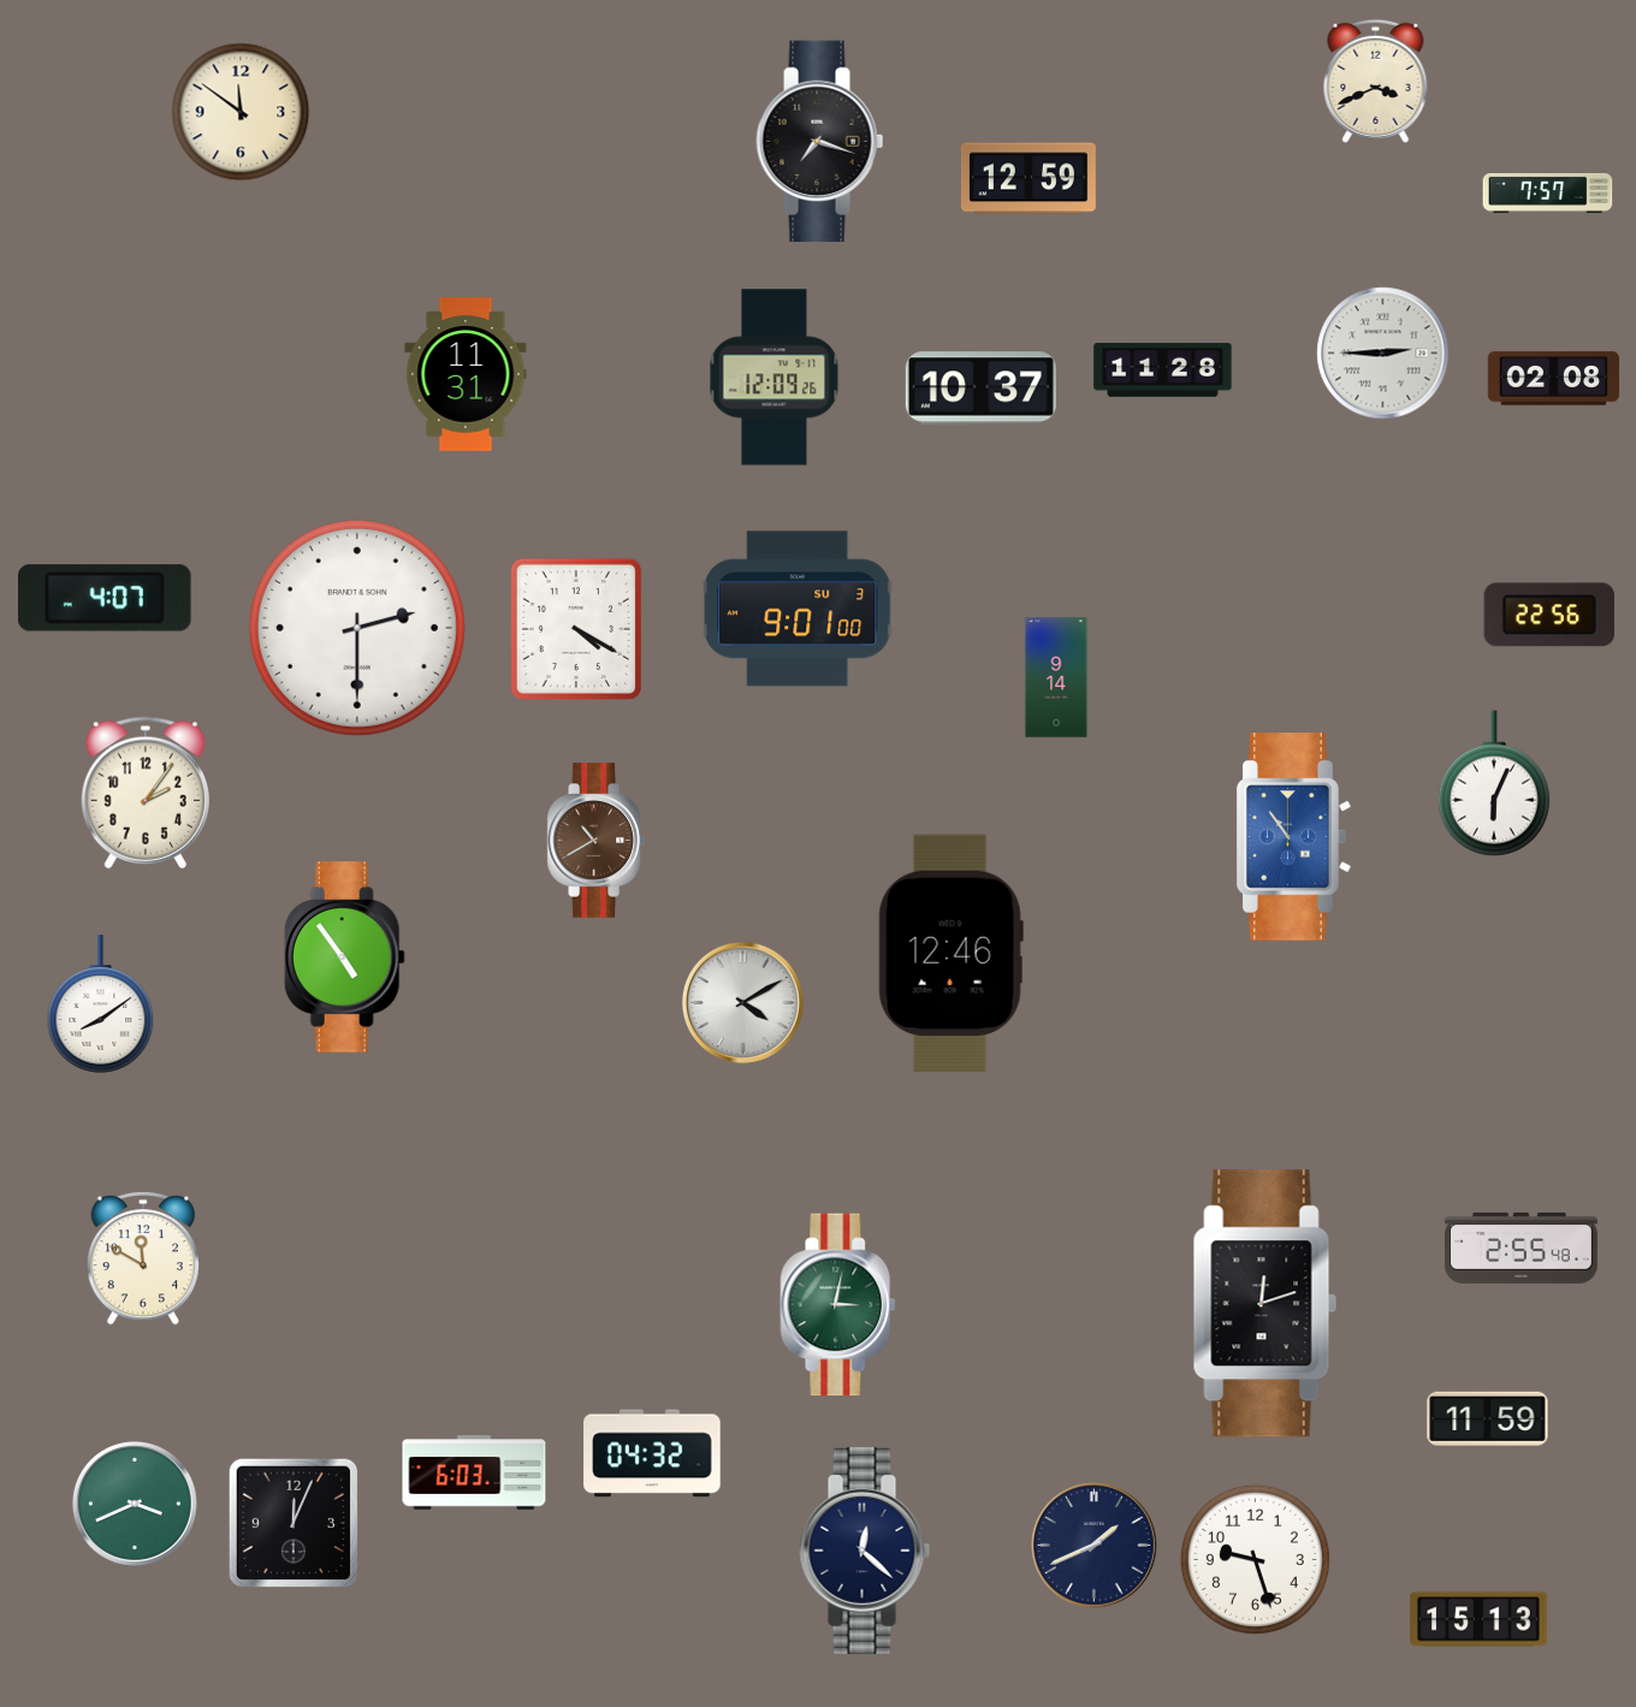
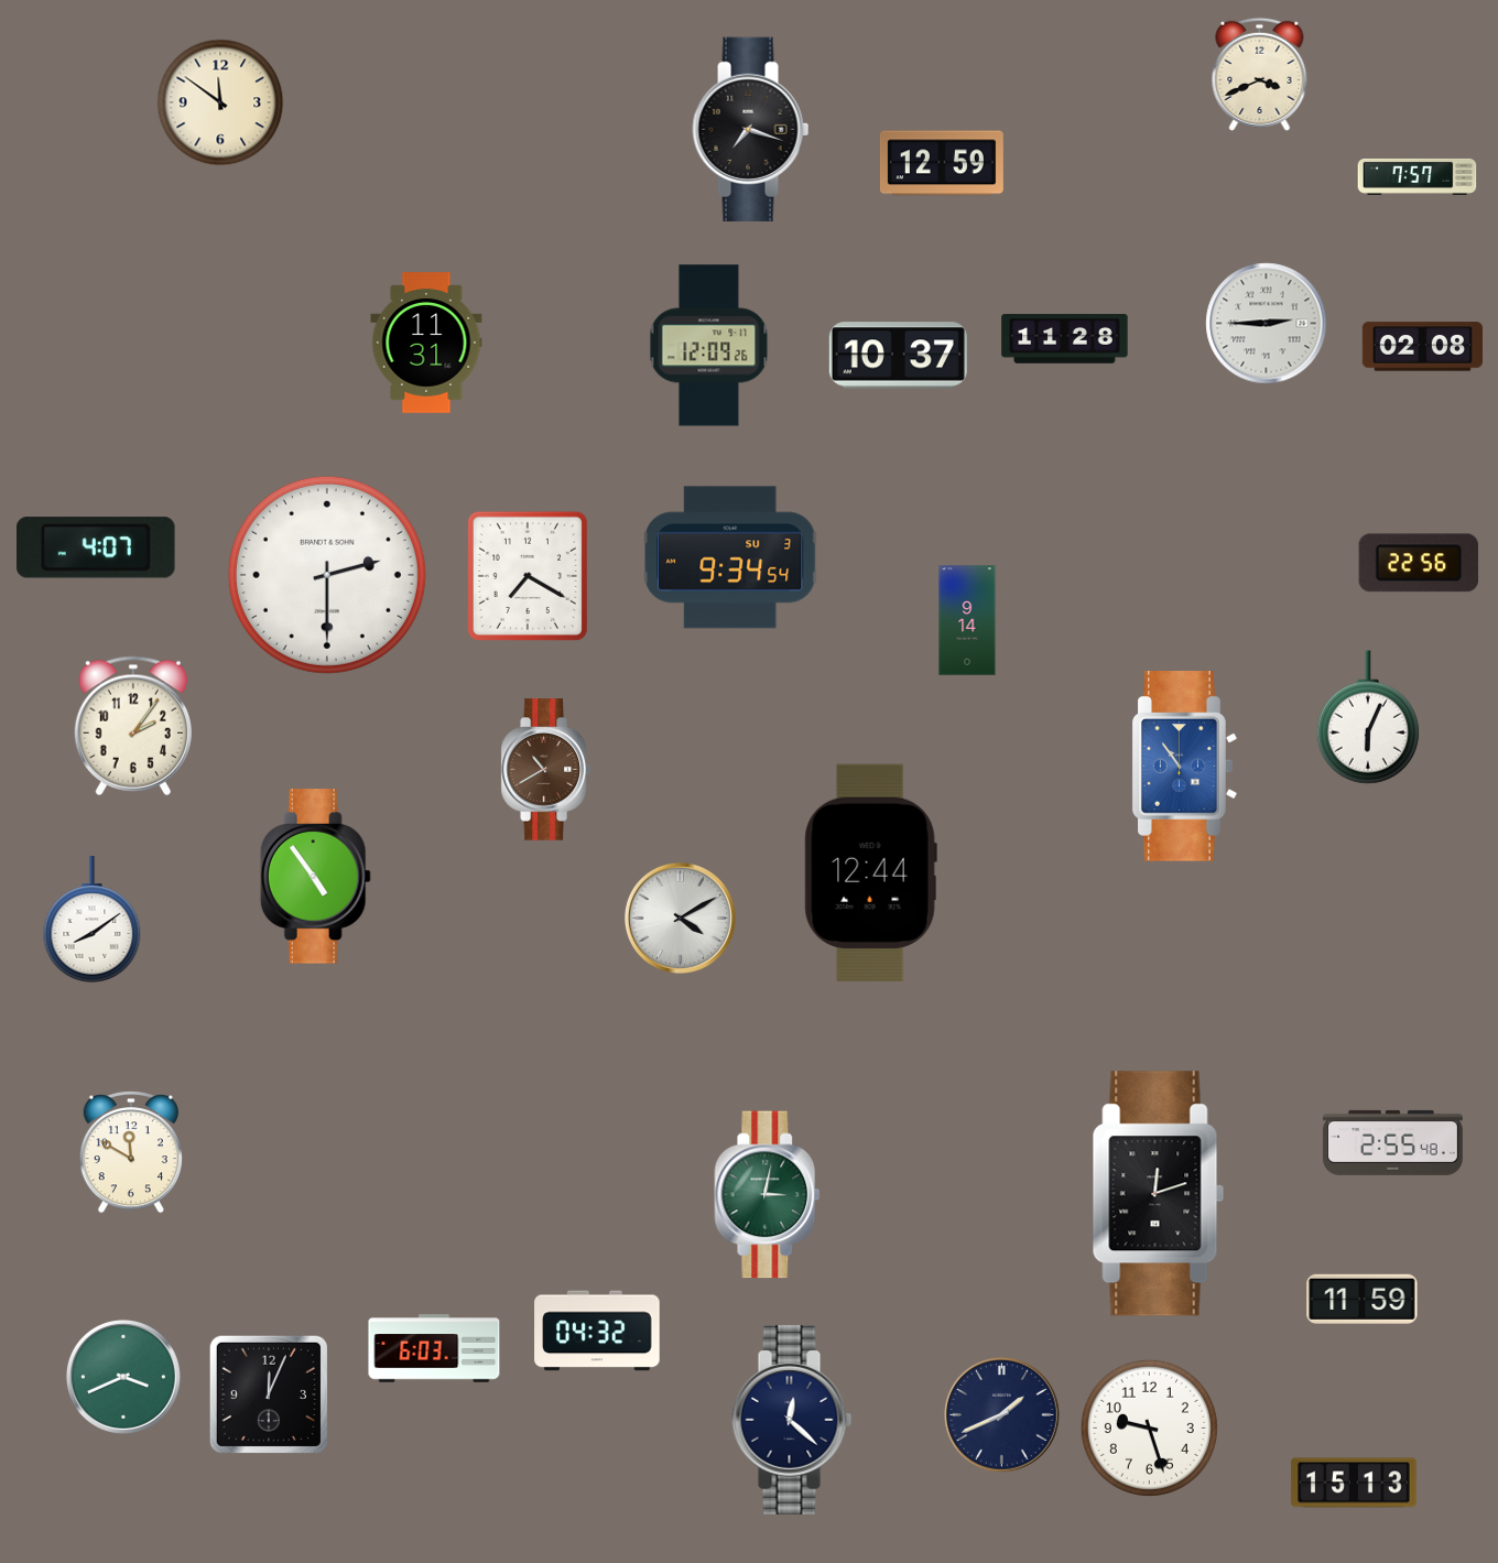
clock at (798, 609): 9:01 -> 9:34
clock at (576, 629): 4:20 -> 7:20
clock at (950, 953): 12:46 -> 12:44
